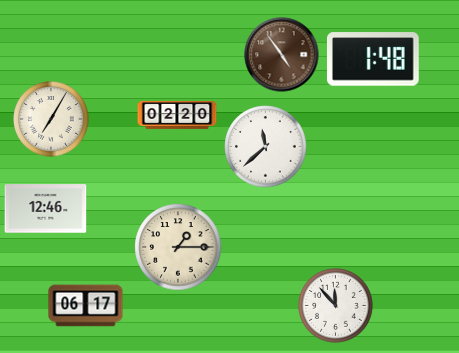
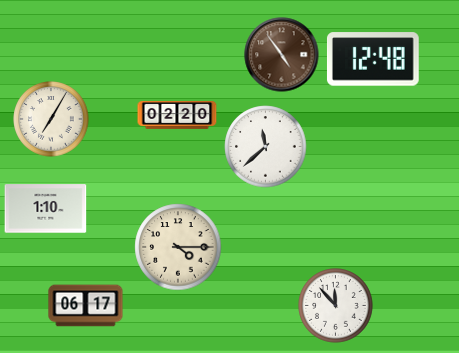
clock at (373, 59): 1:48 -> 12:48
clock at (46, 209): 12:46 -> 1:10
clock at (178, 247): 1:15 -> 4:15
